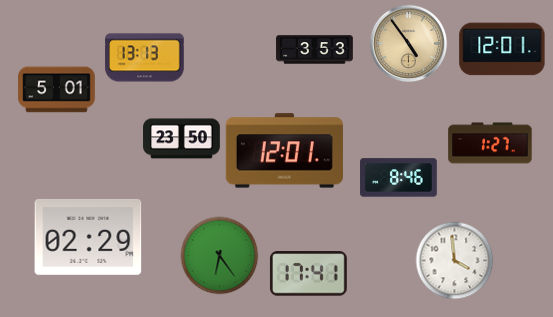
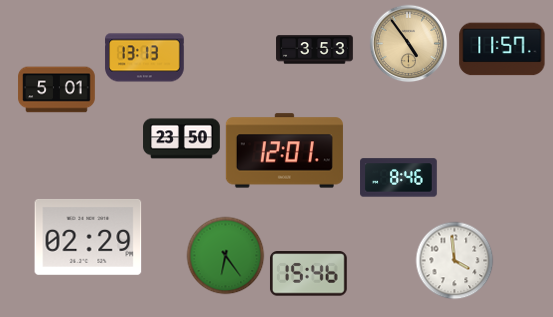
clock at (502, 49): 12:01 -> 11:57
clock at (490, 143): 1:27 -> none
clock at (219, 255) position: (219, 255) -> (225, 255)
clock at (308, 274): 17:41 -> 15:46
